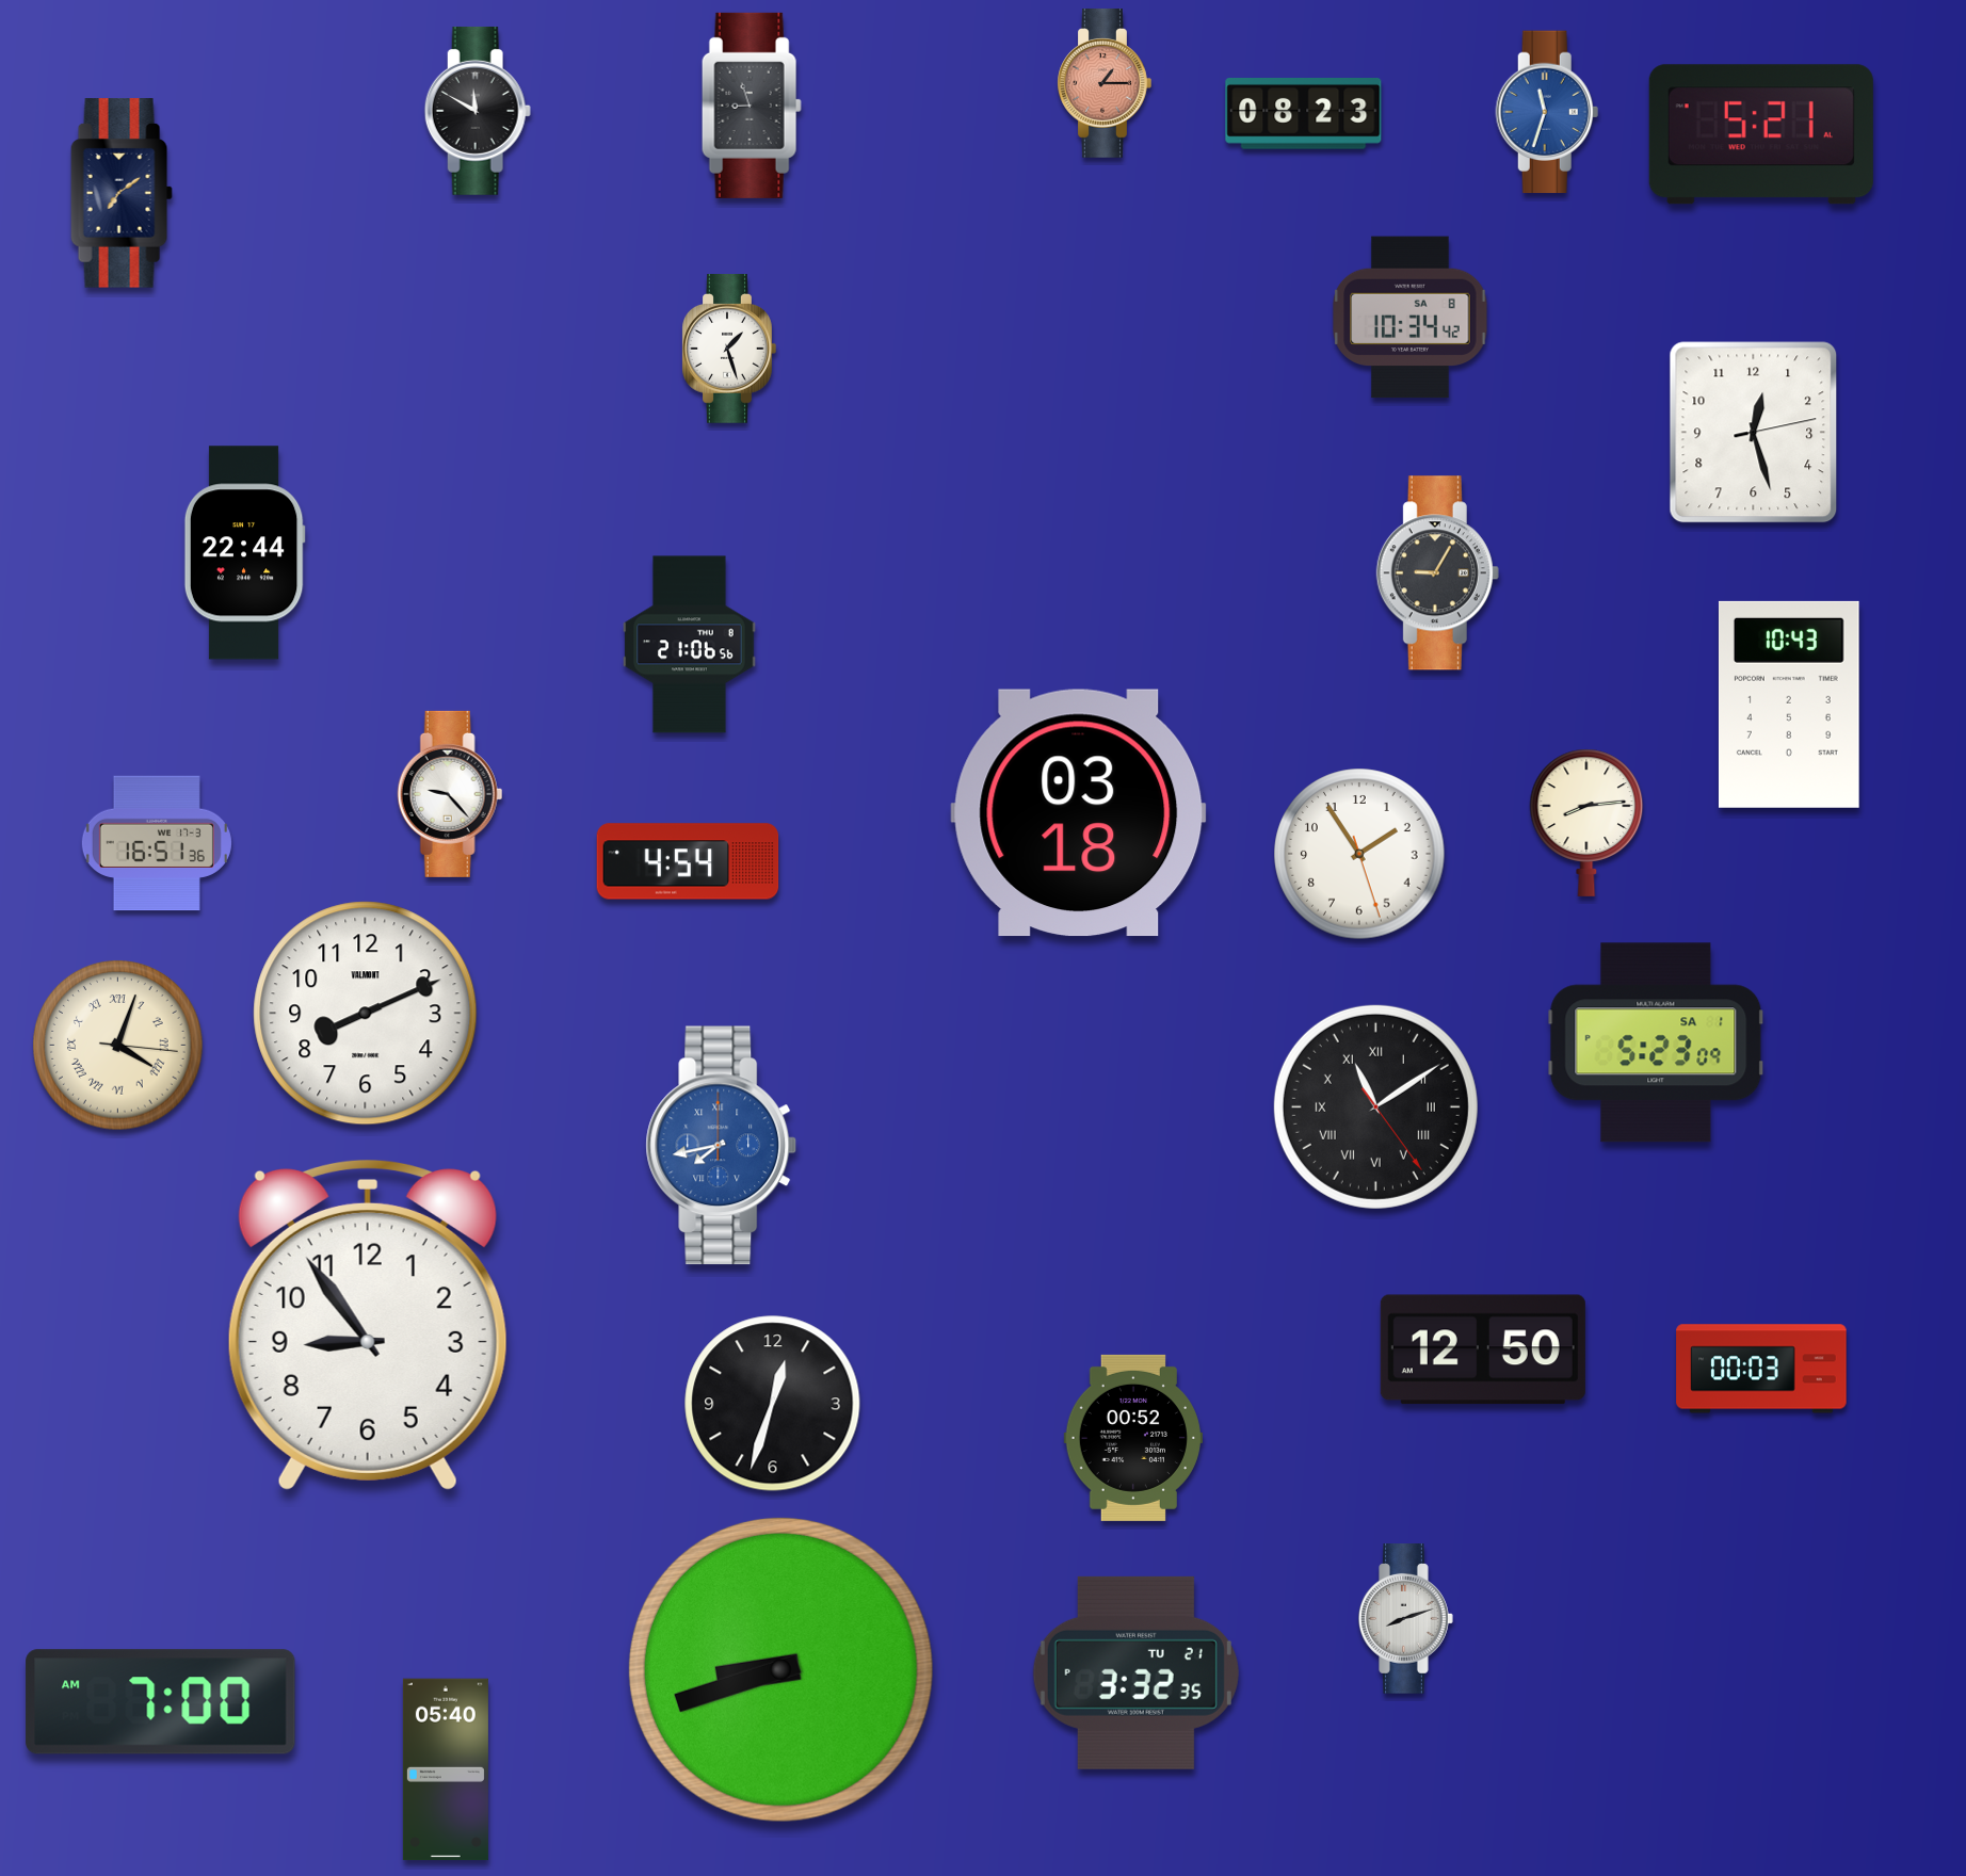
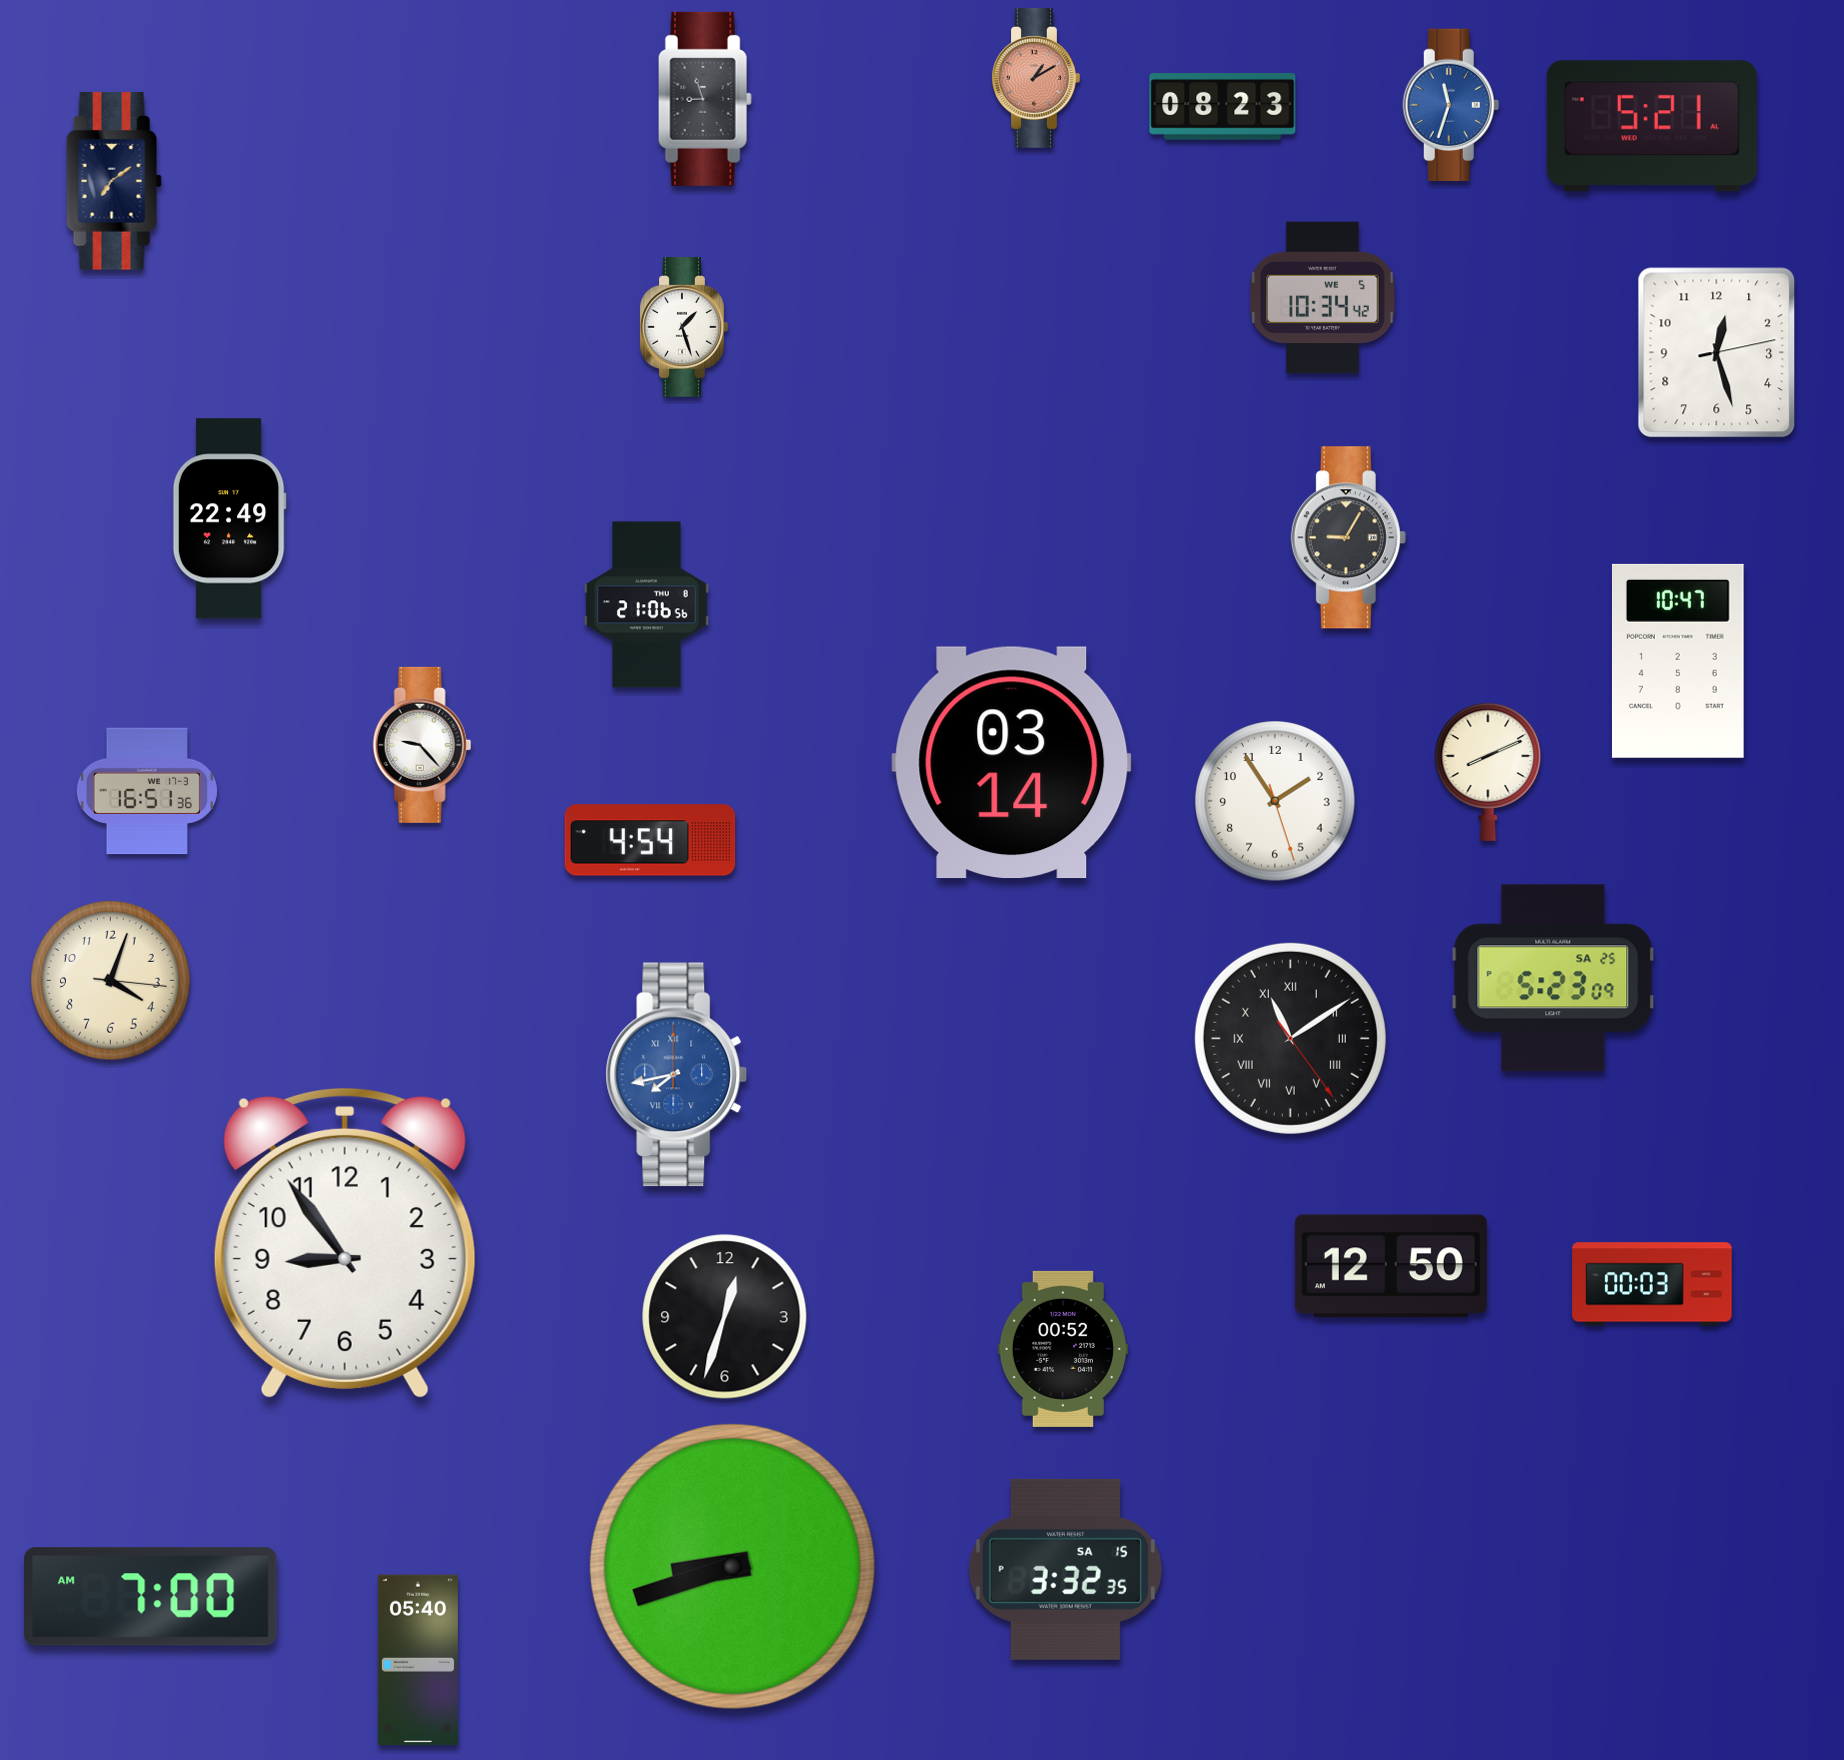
clock at (1105, 84): 1:15 -> 1:10
clock at (478, 111): 11:50 -> none
clock at (1411, 318) date: SA 8 -> WE 5
clock at (1754, 433) position: (1754, 433) -> (1717, 353)
clock at (244, 553): 22:44 -> 22:49
clock at (1789, 705): 10:43 -> 10:47
clock at (1079, 813): 03:18 -> 03:14
clock at (1586, 823): 8:14 -> 8:11
clock at (688, 861) position: (688, 861) -> (650, 840)
clock at (366, 1014): 8:11 -> none
clock at (1656, 1042) date: SA 1 -> SA 25
clock at (118, 1046) numerals: Roman -> Arabic
clock at (1406, 1619): 8:12 -> none
clock at (1135, 1672) date: TU 21 -> SA 15
